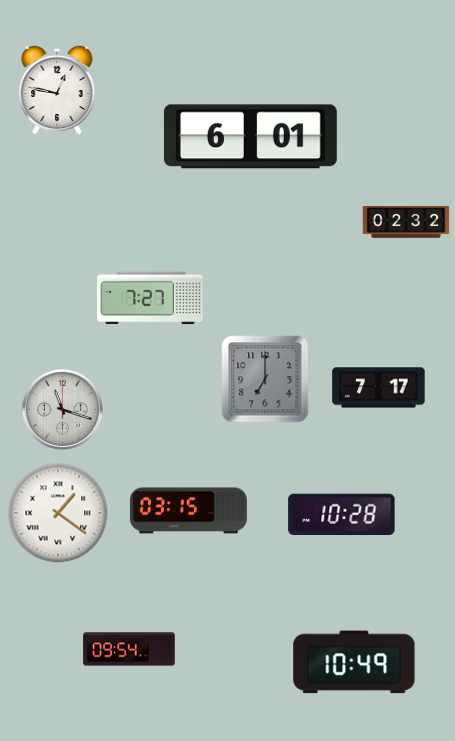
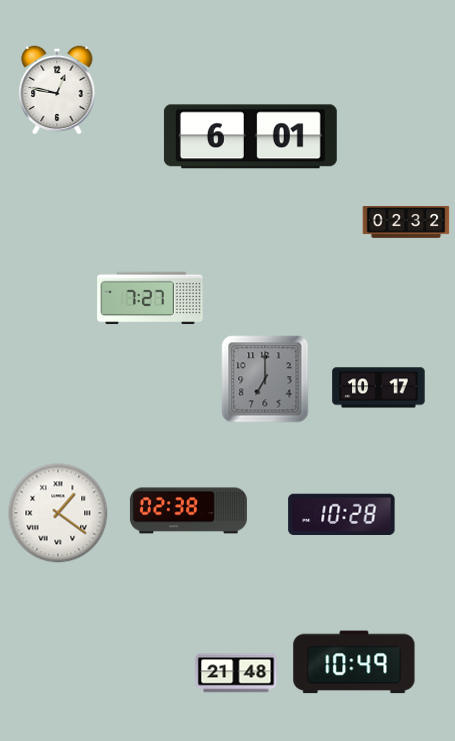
clock at (379, 388): 7:17 -> 10:17
clock at (62, 409): 11:18 -> none
clock at (188, 511): 03:15 -> 02:38
clock at (129, 649): 09:54 -> none
clock at (236, 673): none -> 21:48
